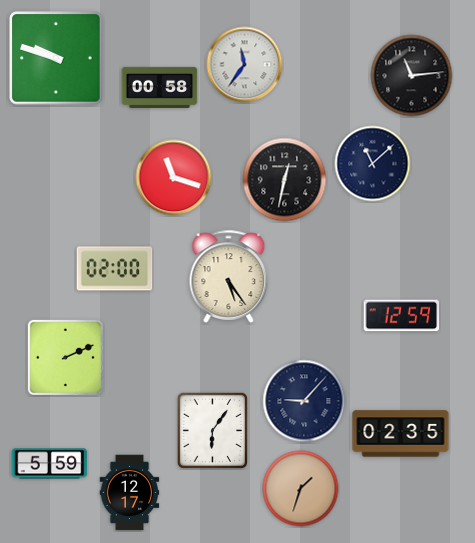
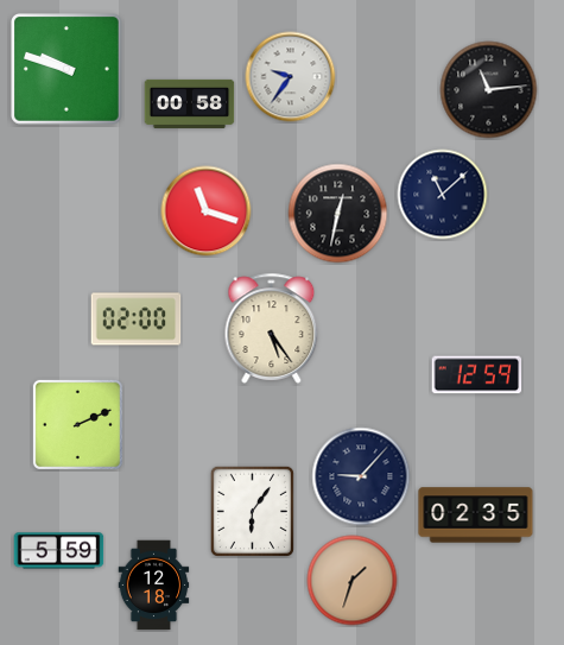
clock at (245, 65): 11:36 -> 9:36
clock at (301, 489) position: (301, 489) -> (353, 581)
clock at (130, 493): 12:17 -> 12:18
